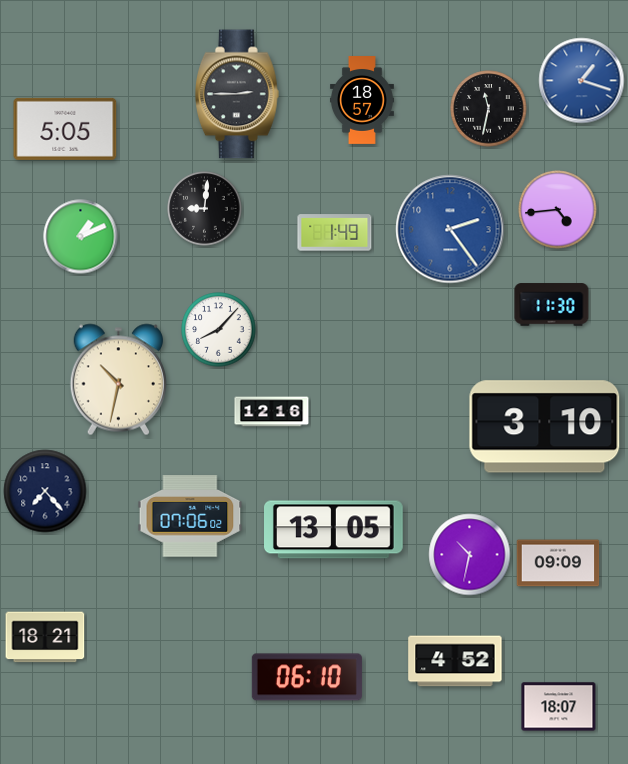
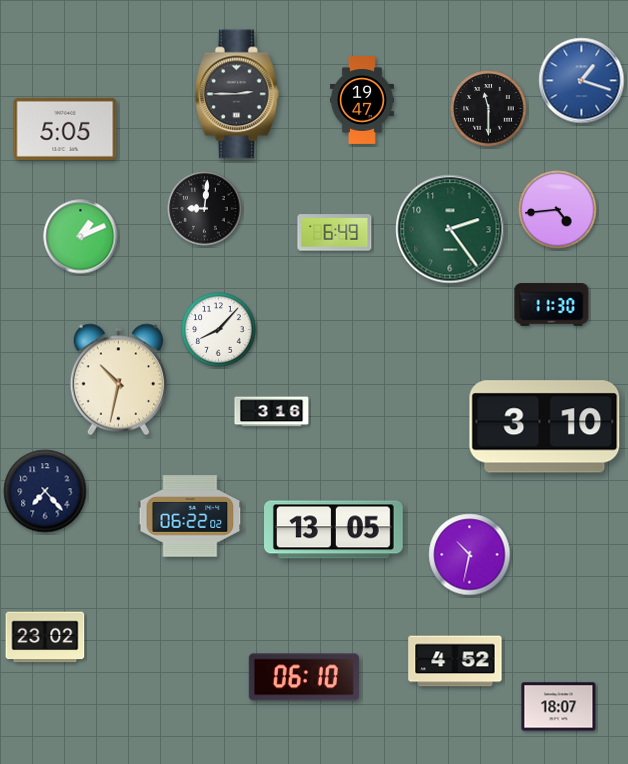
clock at (362, 101): 18:57 -> 19:47
clock at (489, 109): 11:32 -> 11:30
clock at (450, 229) dial: blue -> green
clock at (335, 233): 1:49 -> 6:49
clock at (272, 412): 12:16 -> 3:16
clock at (190, 516): 07:06 -> 06:22
clock at (558, 563): 09:09 -> none
clock at (45, 637): 18:21 -> 23:02
clock at (307, 677) position: (307, 677) -> (304, 677)
